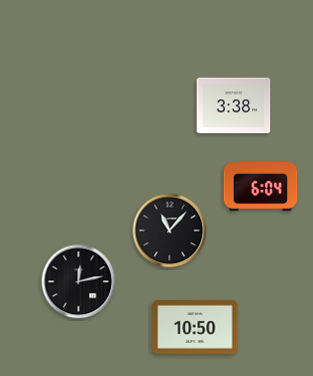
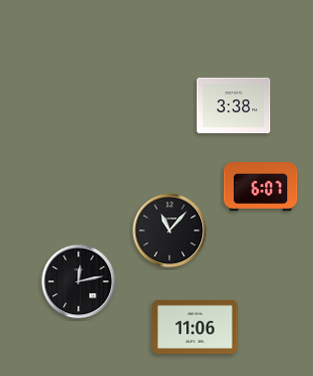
clock at (261, 187): 6:04 -> 6:07
clock at (195, 327): 10:50 -> 11:06
